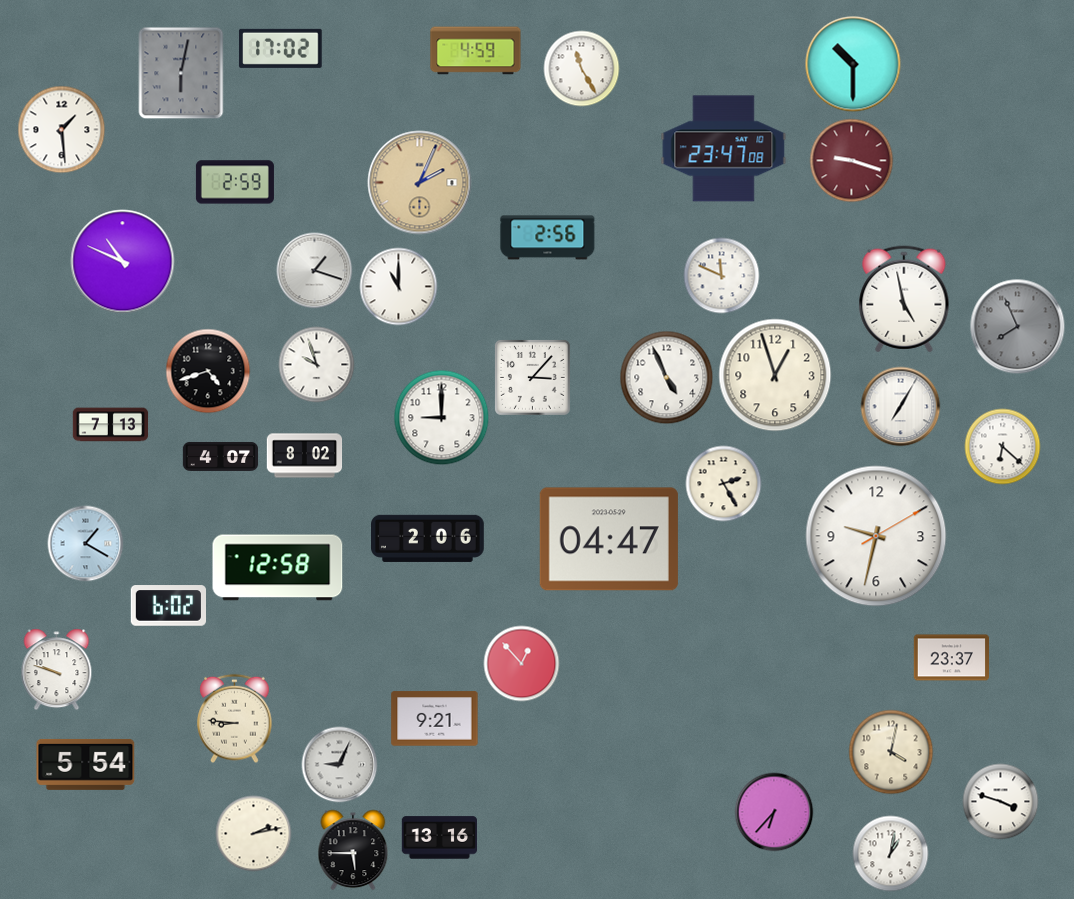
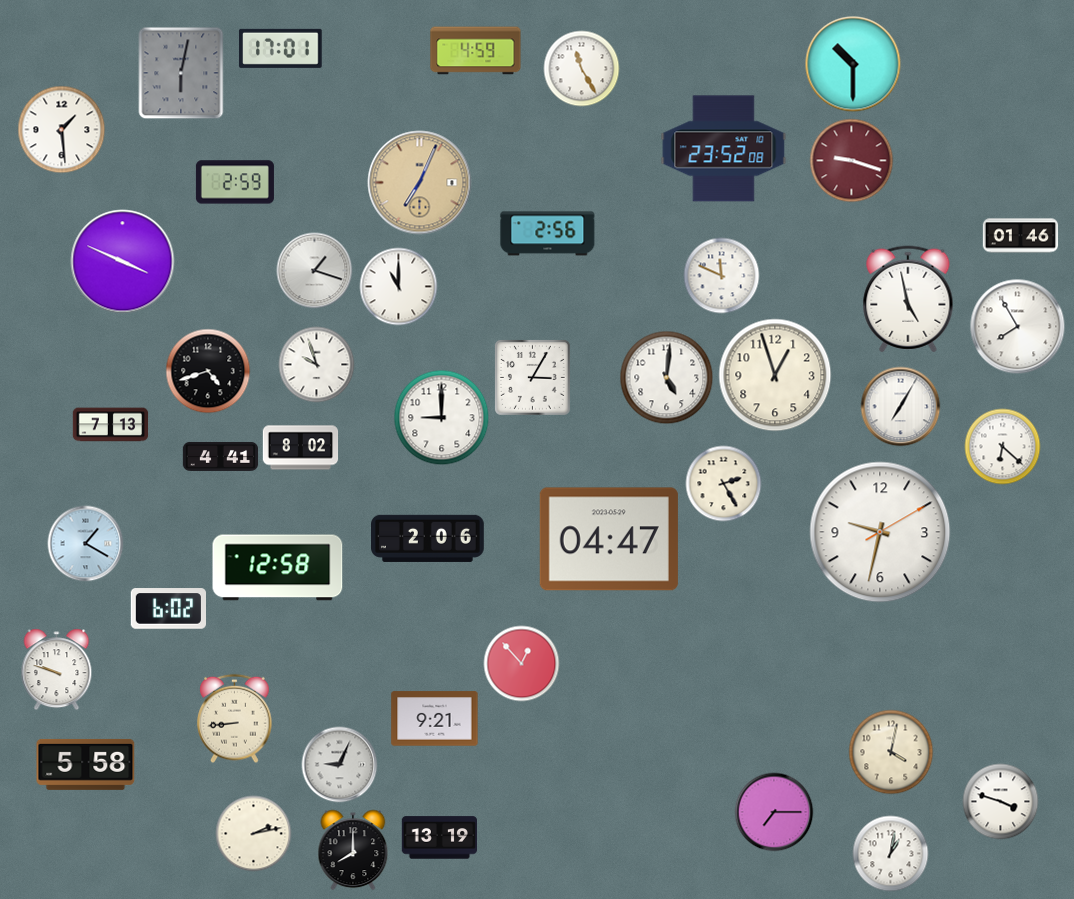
clock at (281, 48): 17:02 -> 17:01
clock at (724, 149): 23:47 -> 23:52
clock at (420, 183): 2:04 -> 7:04
clock at (1021, 236): none -> 01:46
clock at (548, 238) position: (548, 238) -> (548, 234)
clock at (123, 262): 10:49 -> 3:49
clock at (904, 299) position: (904, 299) -> (908, 299)
clock at (1018, 327): 7:56 -> 7:55
clock at (1018, 327) dial: grey -> white
clock at (533, 378): 3:07 -> 3:05
clock at (667, 378): 4:56 -> 5:01
clock at (221, 456): 4:07 -> 4:41
clock at (305, 456) position: (305, 456) -> (301, 448)
clock at (876, 536) position: (876, 536) -> (880, 532)
clock at (168, 606) position: (168, 606) -> (168, 609)
clock at (951, 658): 23:37 -> none
clock at (235, 719): 8:46 -> 8:44
clock at (86, 764): 5:54 -> 5:58
clock at (774, 812): 6:37 -> 7:15
clock at (439, 838): 13:16 -> 13:19
clock at (353, 850): 5:45 -> 8:00
